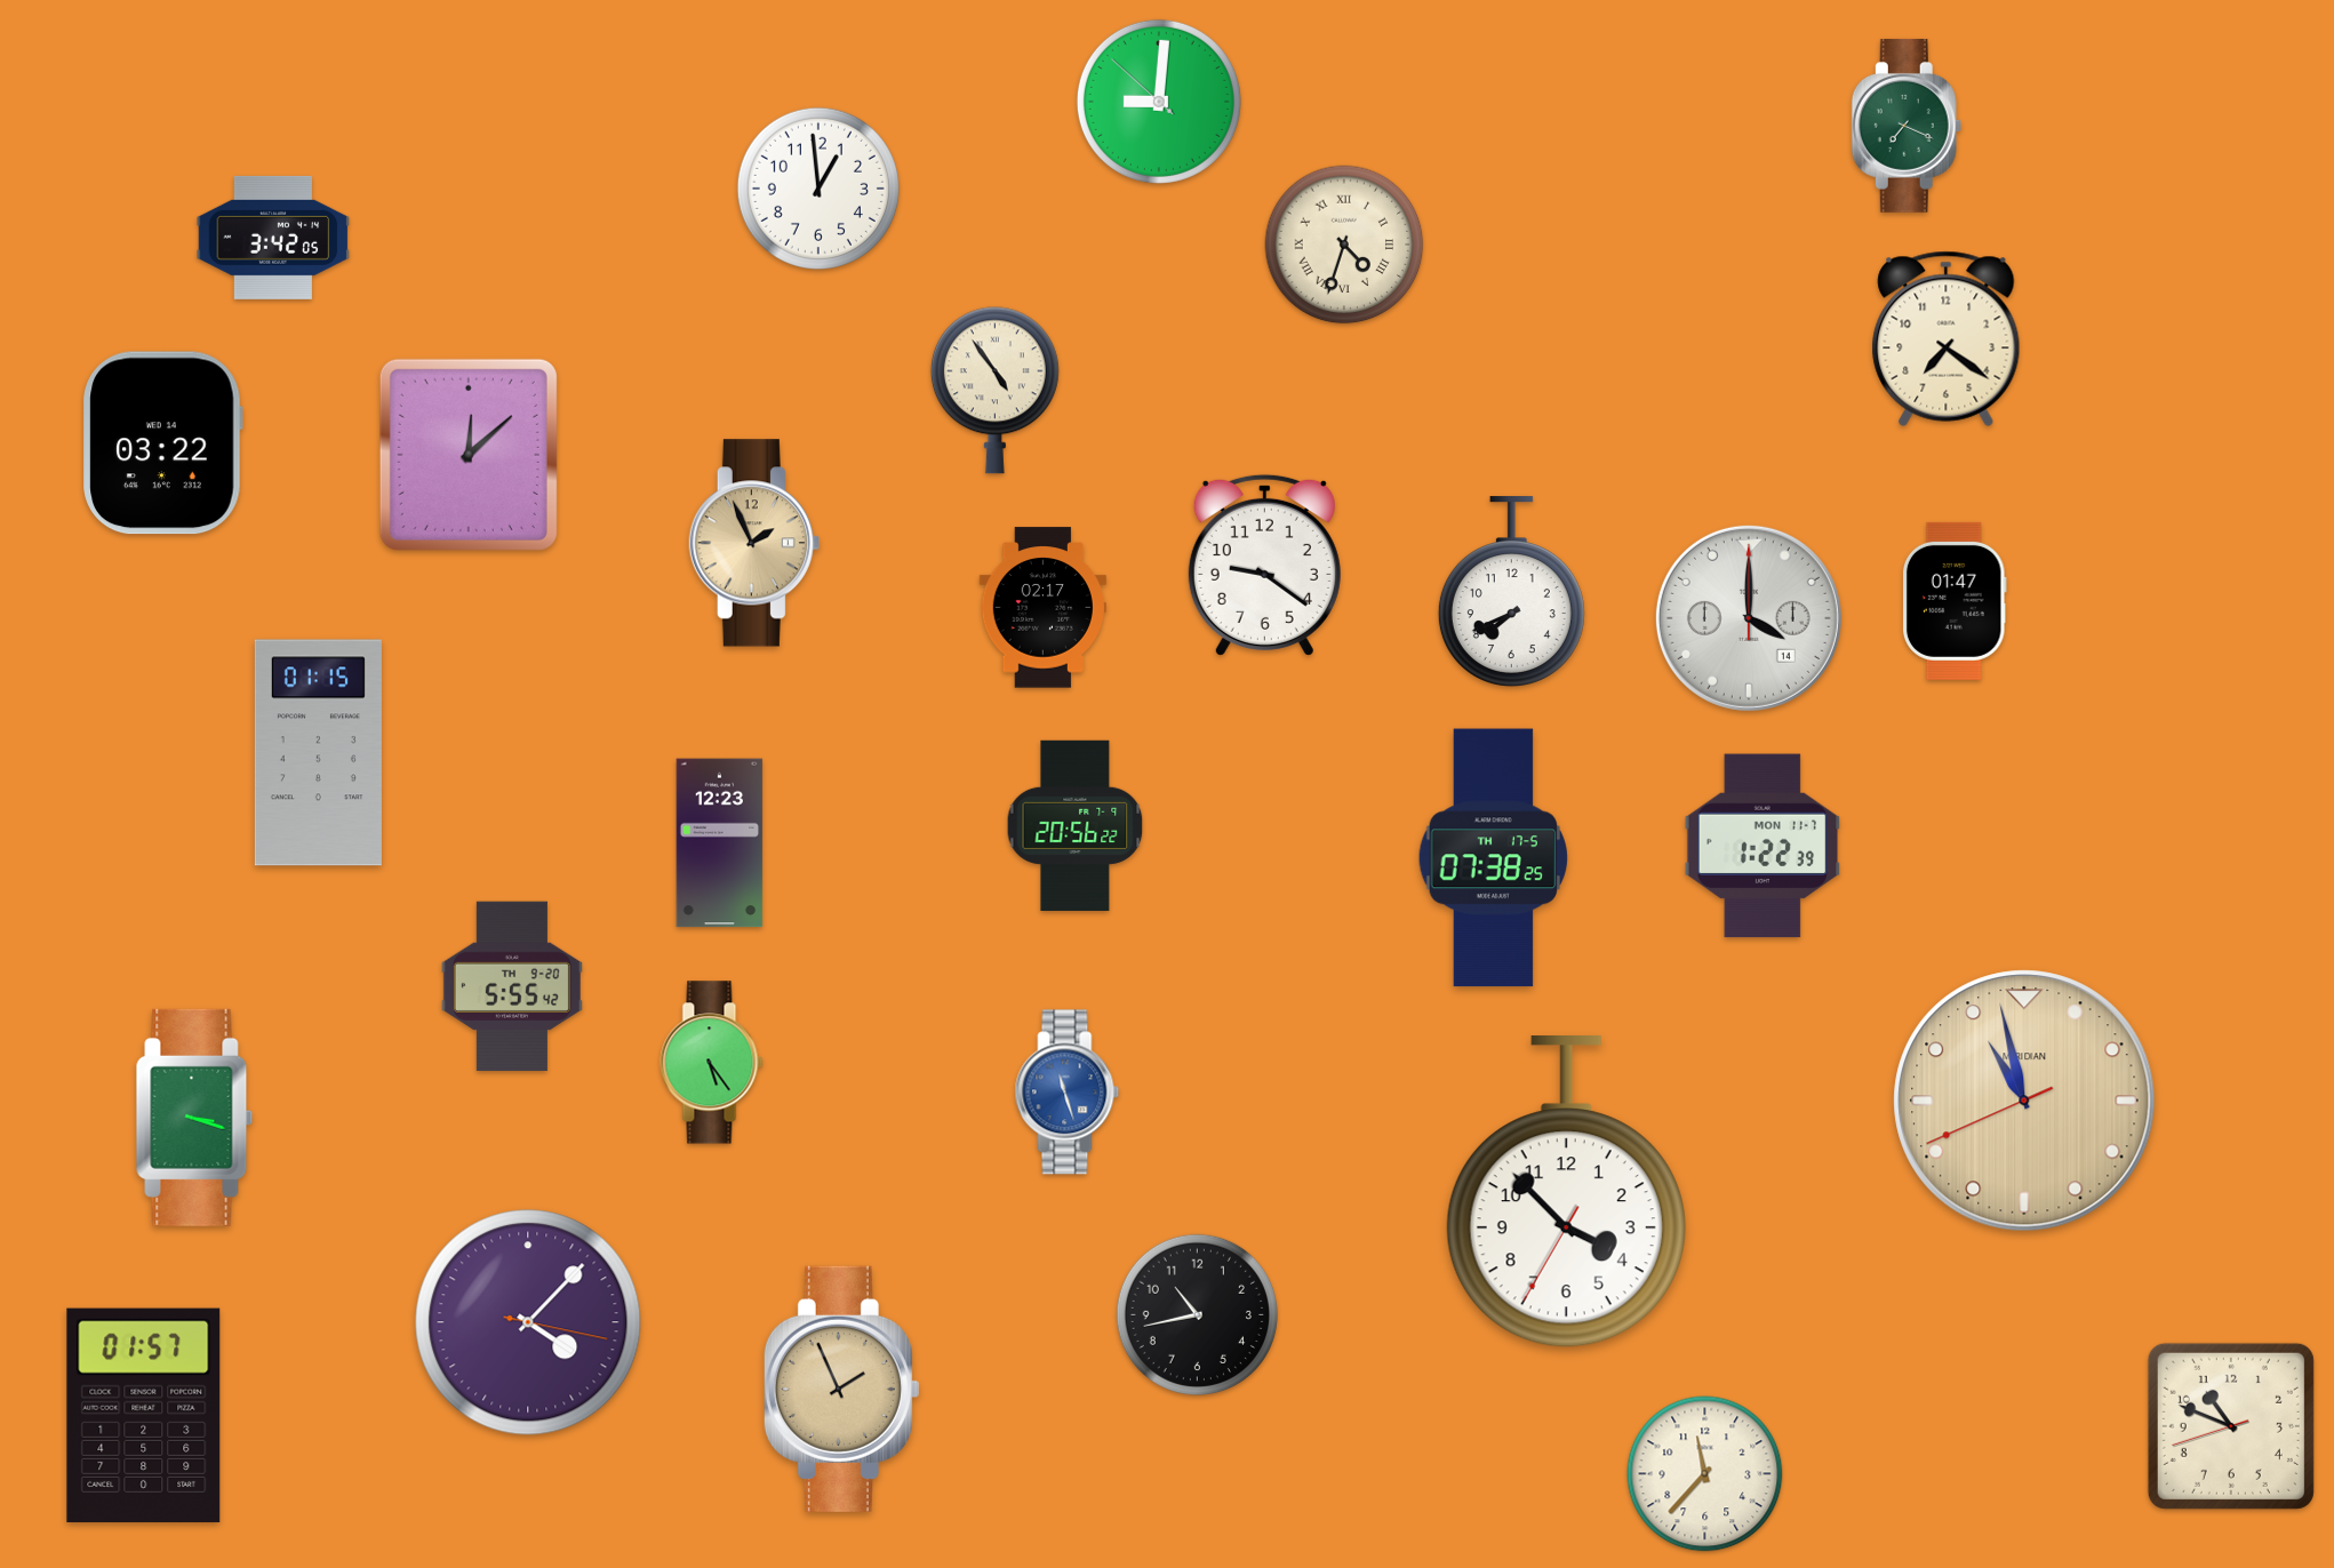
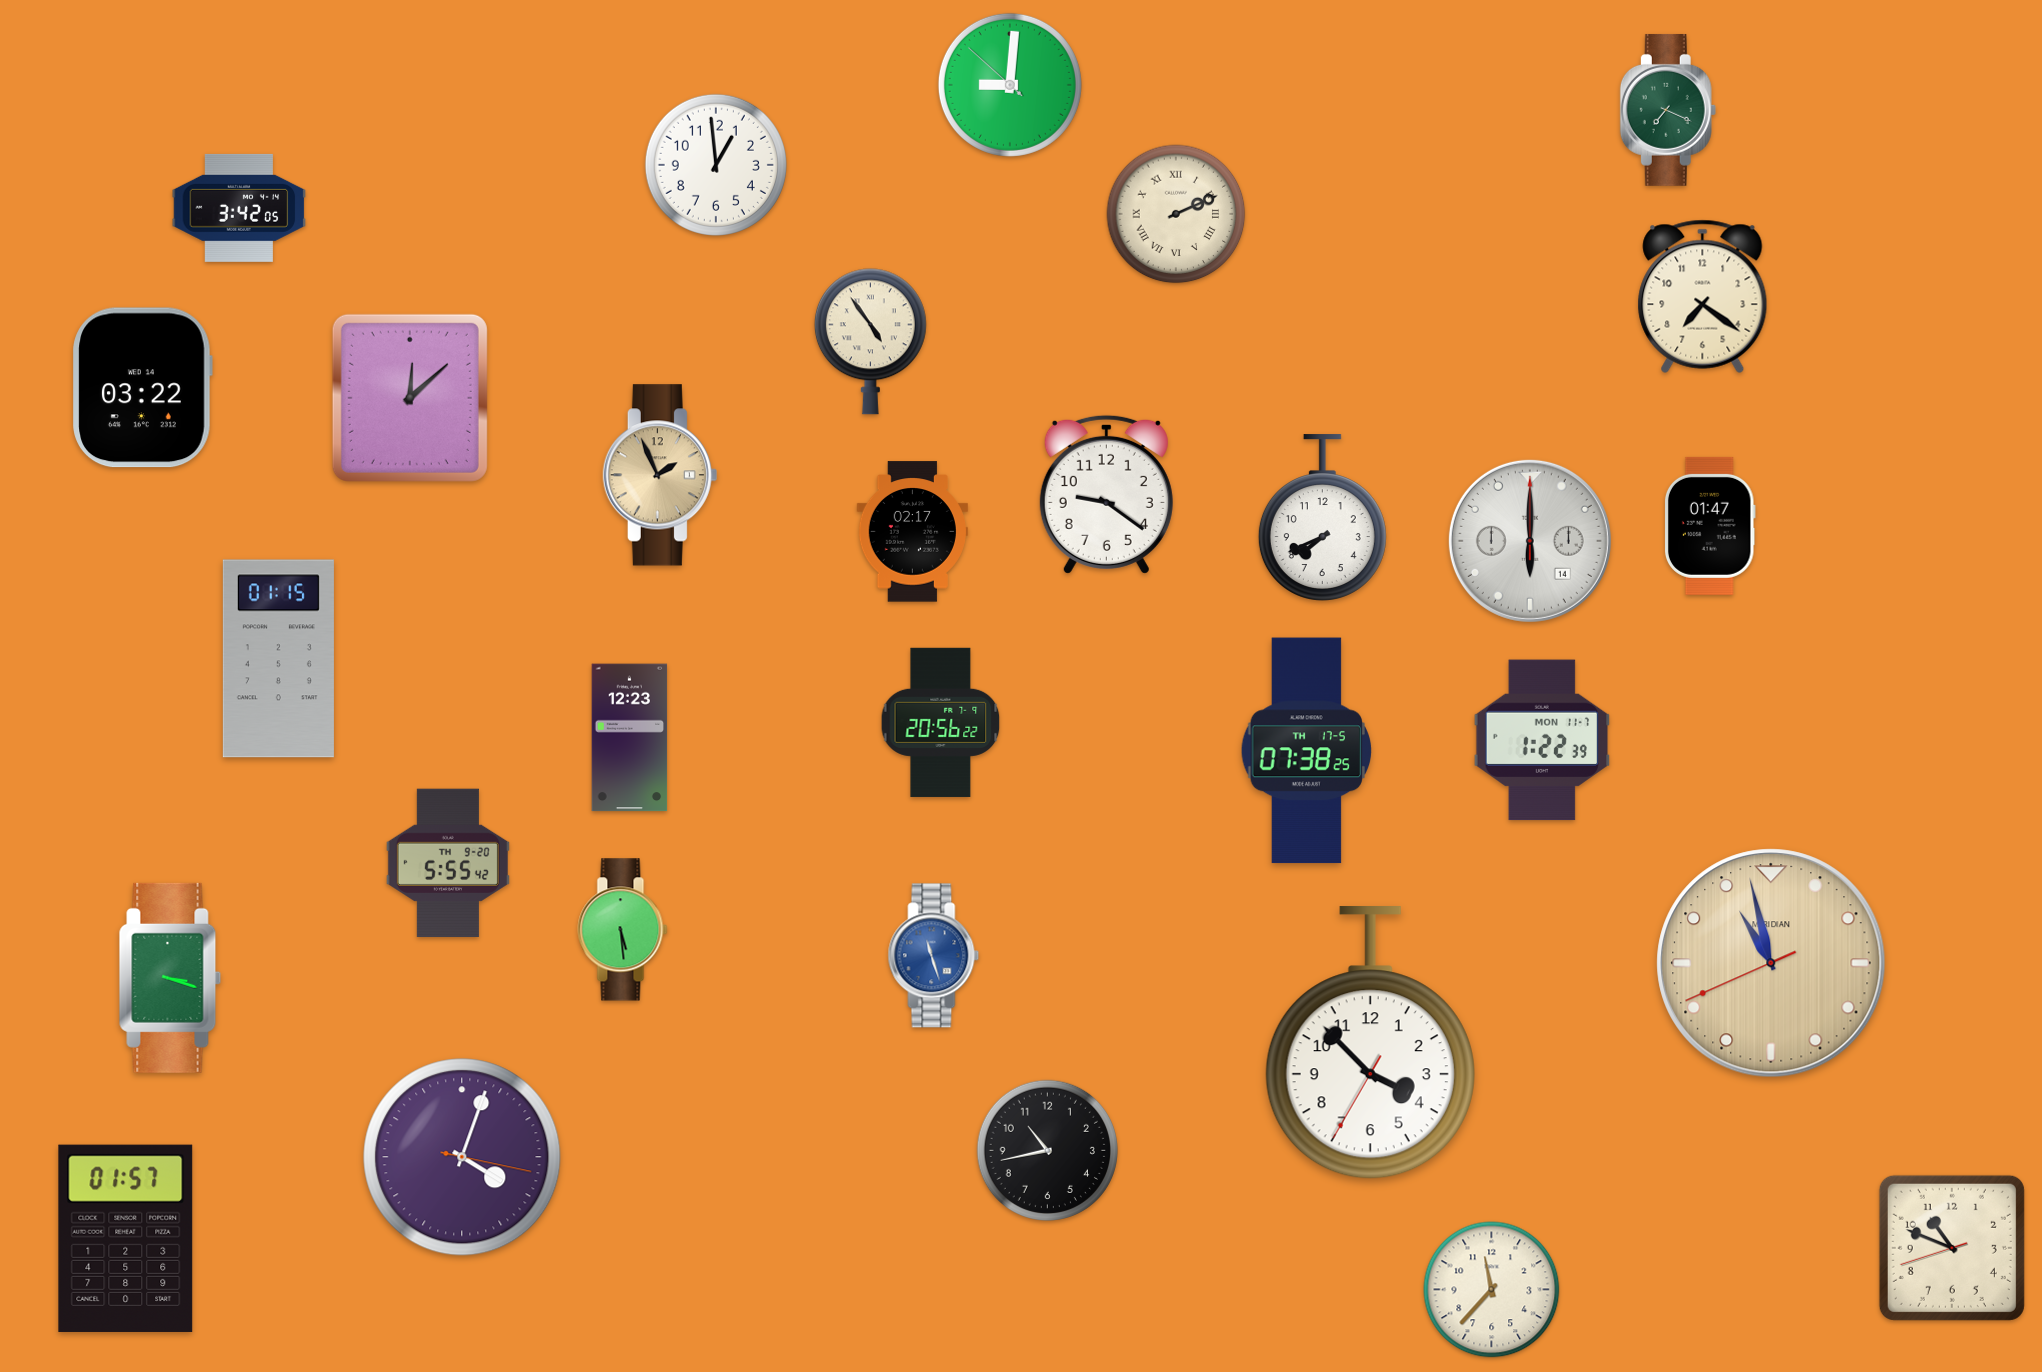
clock at (1159, 102) position: (1159, 102) -> (1010, 85)
clock at (1344, 245): 4:33 -> 2:11
clock at (1749, 618): 4:00 -> 6:00
clock at (712, 1063): 5:24 -> 5:29
clock at (528, 1322): 4:07 -> 4:03
clock at (841, 1389): 1:56 -> none
